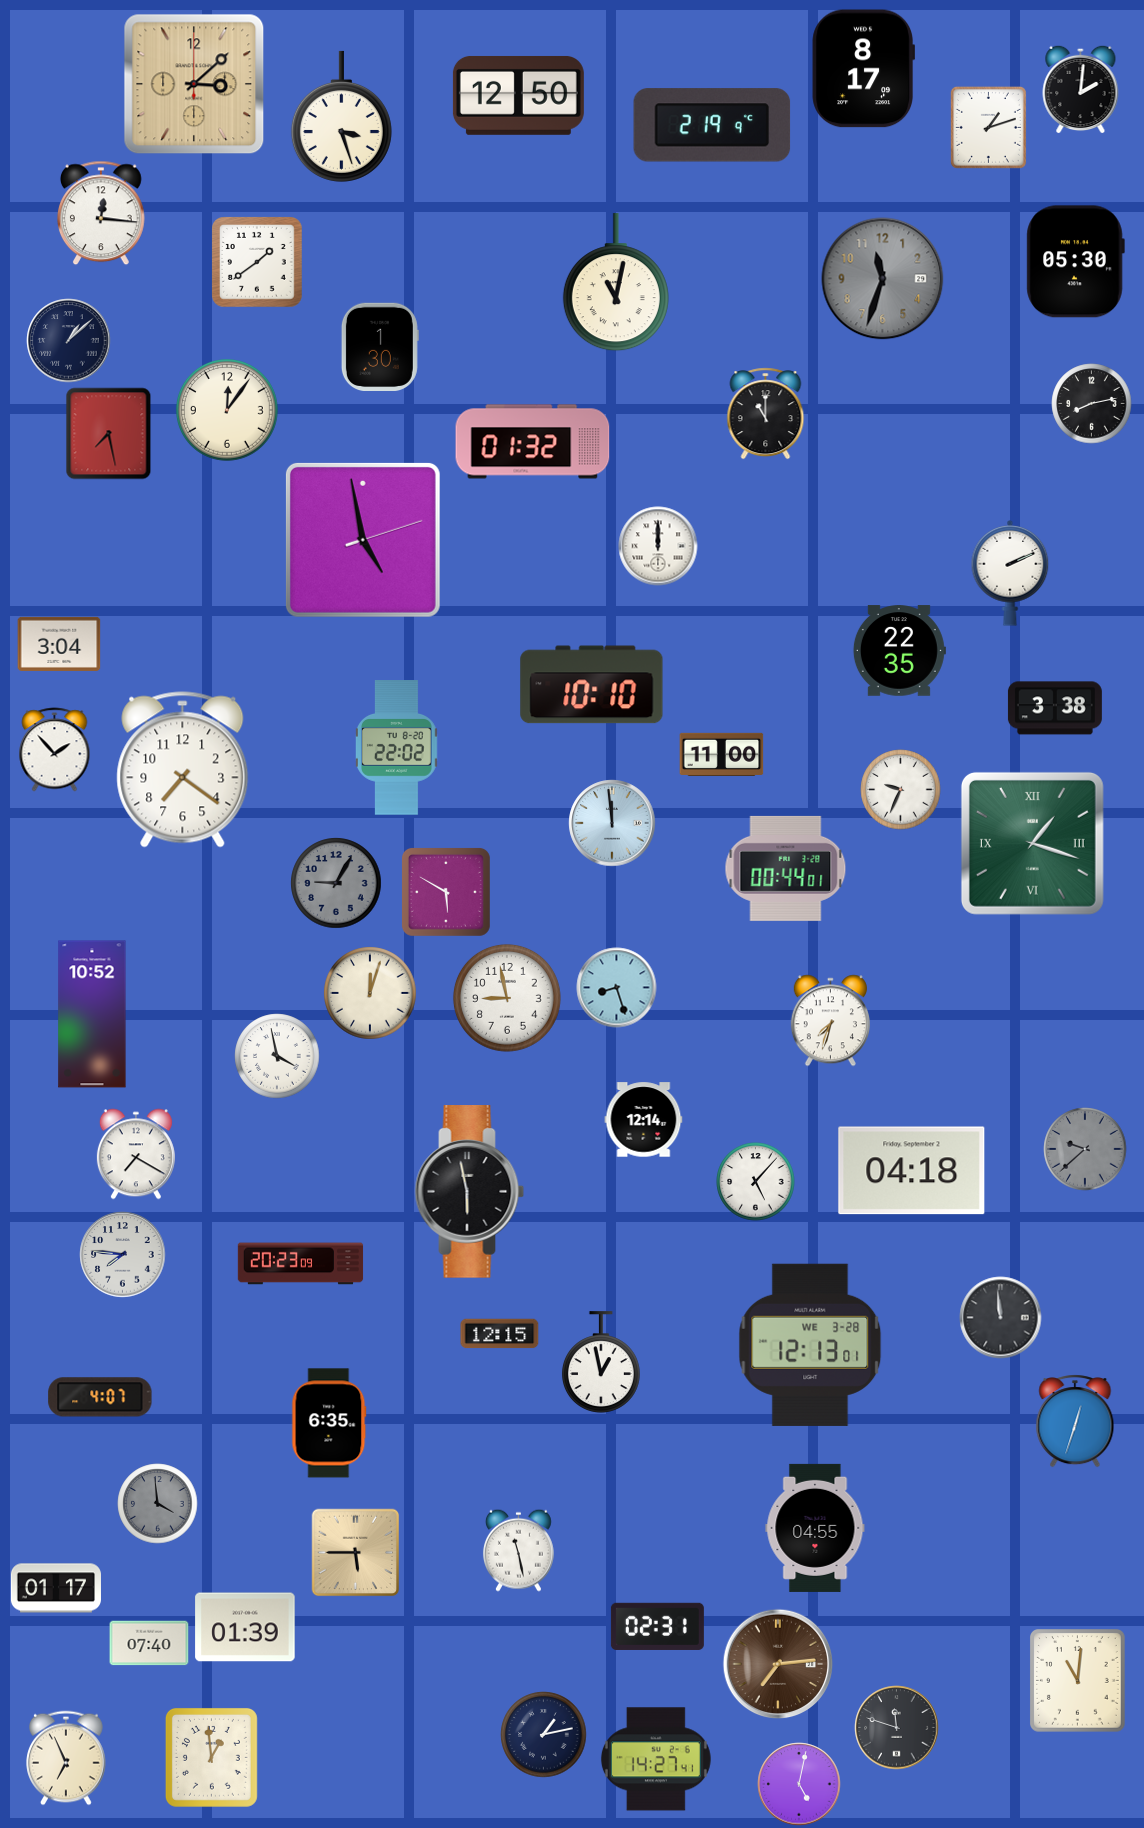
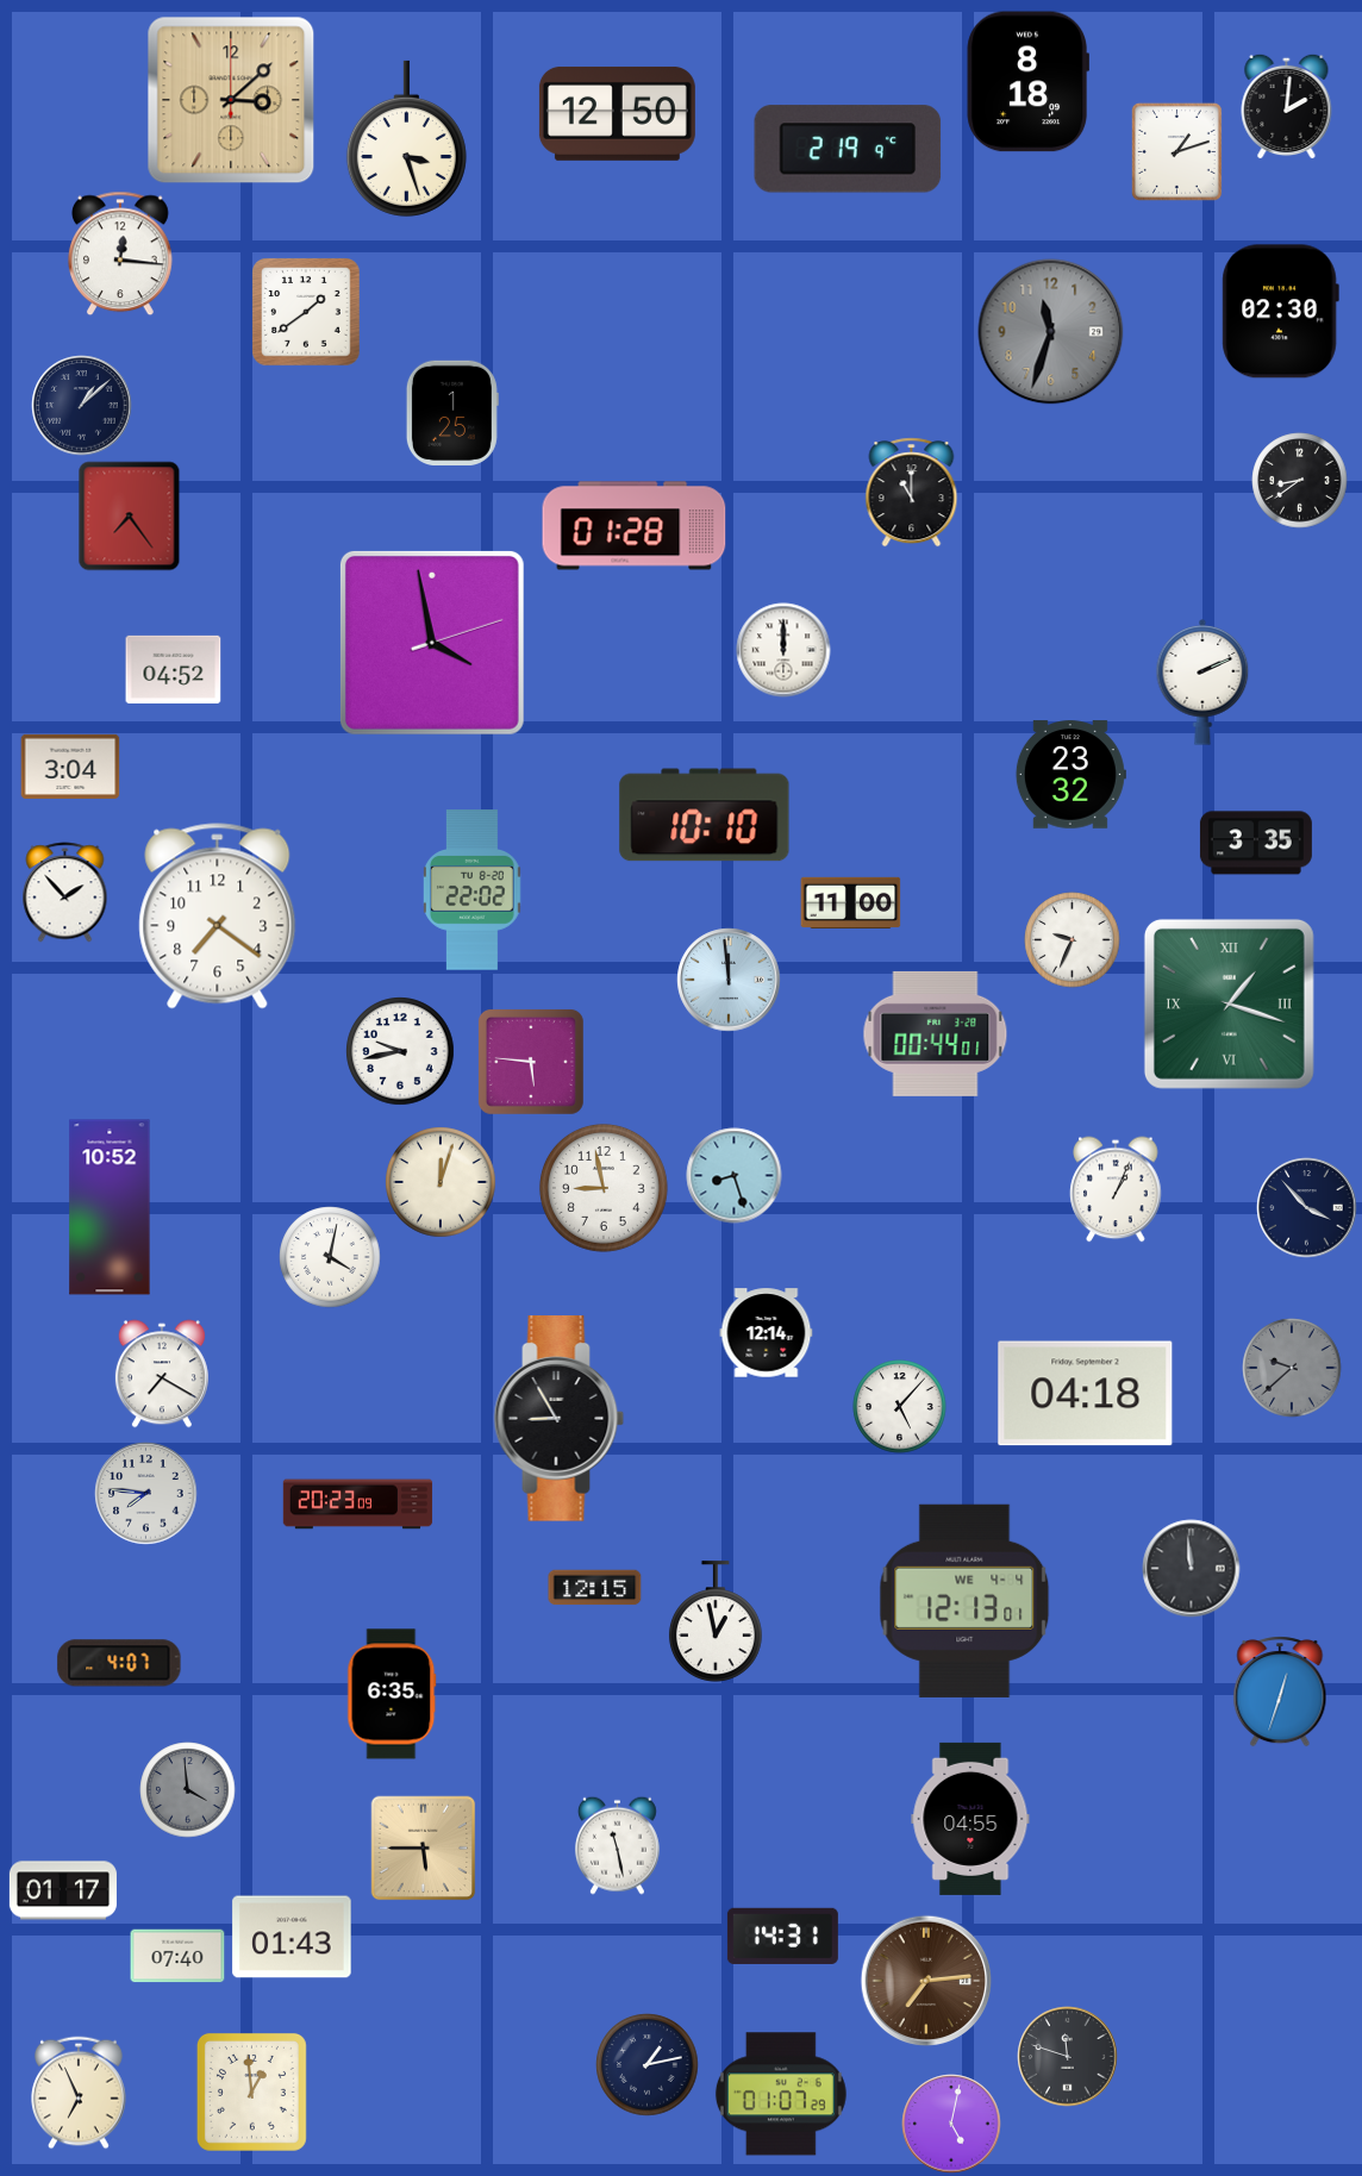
clock at (863, 69): 8:17 -> 8:18
clock at (1075, 262): 05:30 -> 02:30
clock at (616, 283): 11:02 -> none
clock at (380, 346): 1:30 -> 1:25
clock at (1092, 404): 8:13 -> 8:39
clock at (228, 411): 12:06 -> none
clock at (109, 434): 7:28 -> 7:24
clock at (533, 442): 01:32 -> 01:28
clock at (363, 540): 4:58 -> 3:58
clock at (174, 669): none -> 04:52
clock at (899, 651): 22:35 -> 23:32
clock at (1055, 708): 3:38 -> 3:35
clock at (722, 754) position: (722, 754) -> (851, 902)
clock at (336, 883): 9:05 -> 9:43
clock at (336, 883) dial: grey -> white
clock at (446, 892): 5:50 -> 5:46
clock at (1116, 1189): none -> 1:04
clock at (1307, 1208): none -> 3:53
clock at (830, 1021): 7:33 -> none
clock at (277, 1056): 3:58 -> 4:02
clock at (470, 1192): 5:58 -> 8:55
clock at (810, 1345) date: WE 3-28 -> WE 4-4
clock at (56, 1588) position: (56, 1588) -> (63, 1890)
clock at (657, 1626): 02:31 -> 14:31
clock at (245, 1627): 01:39 -> 01:43
clock at (1078, 1681): 11:01 -> none
clock at (656, 1759): 14:27 -> 01:07
